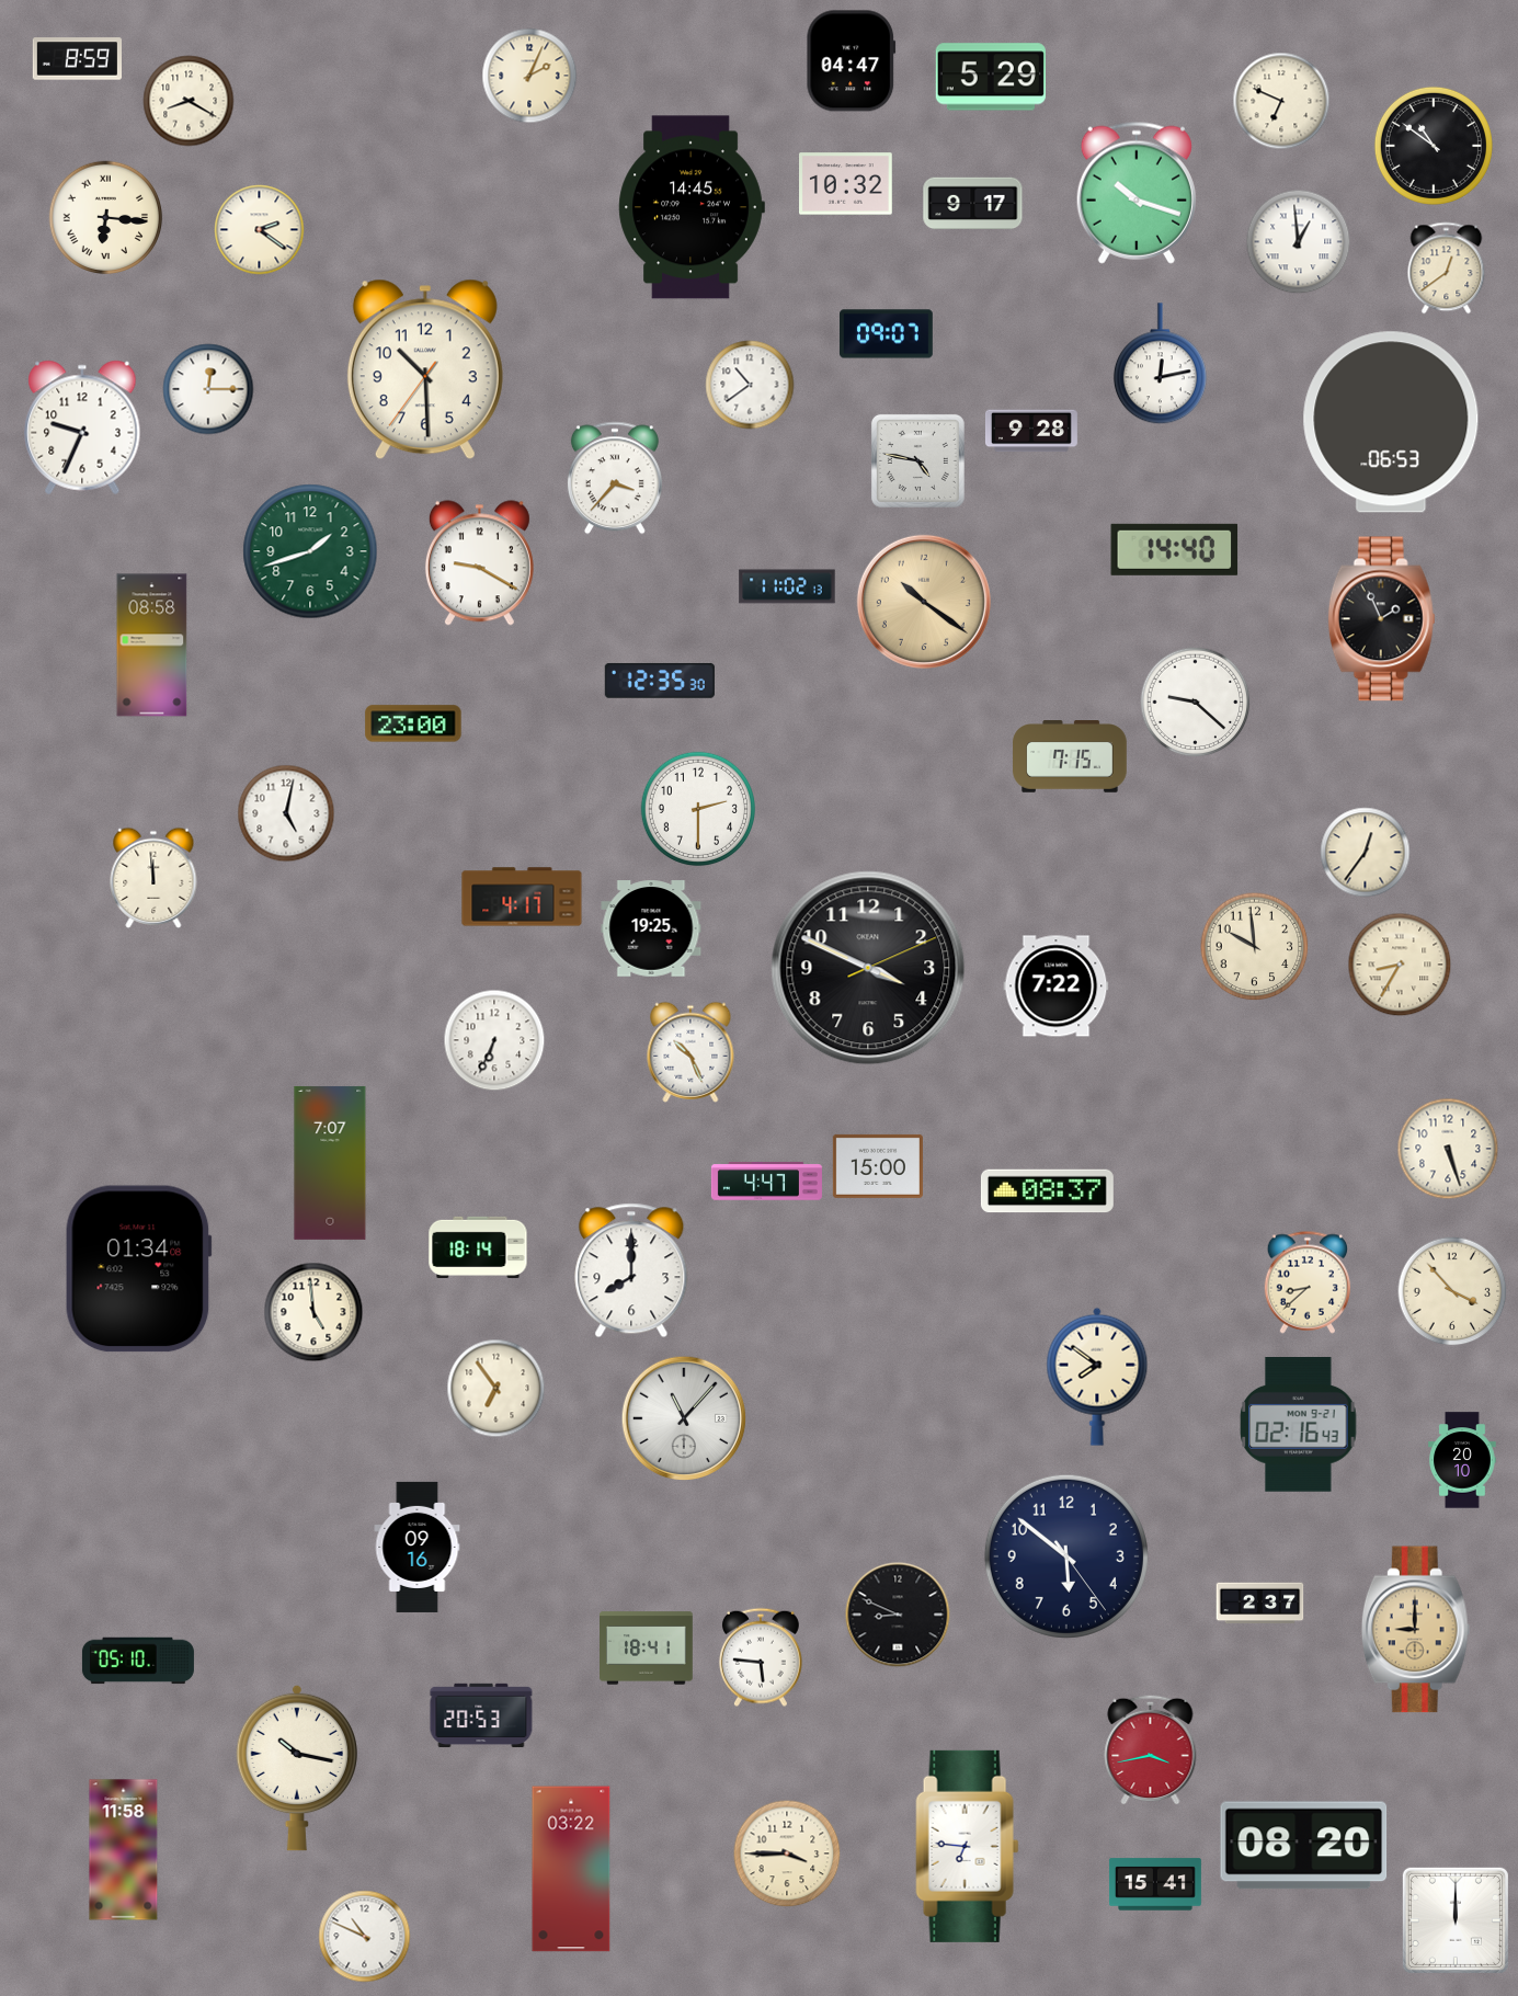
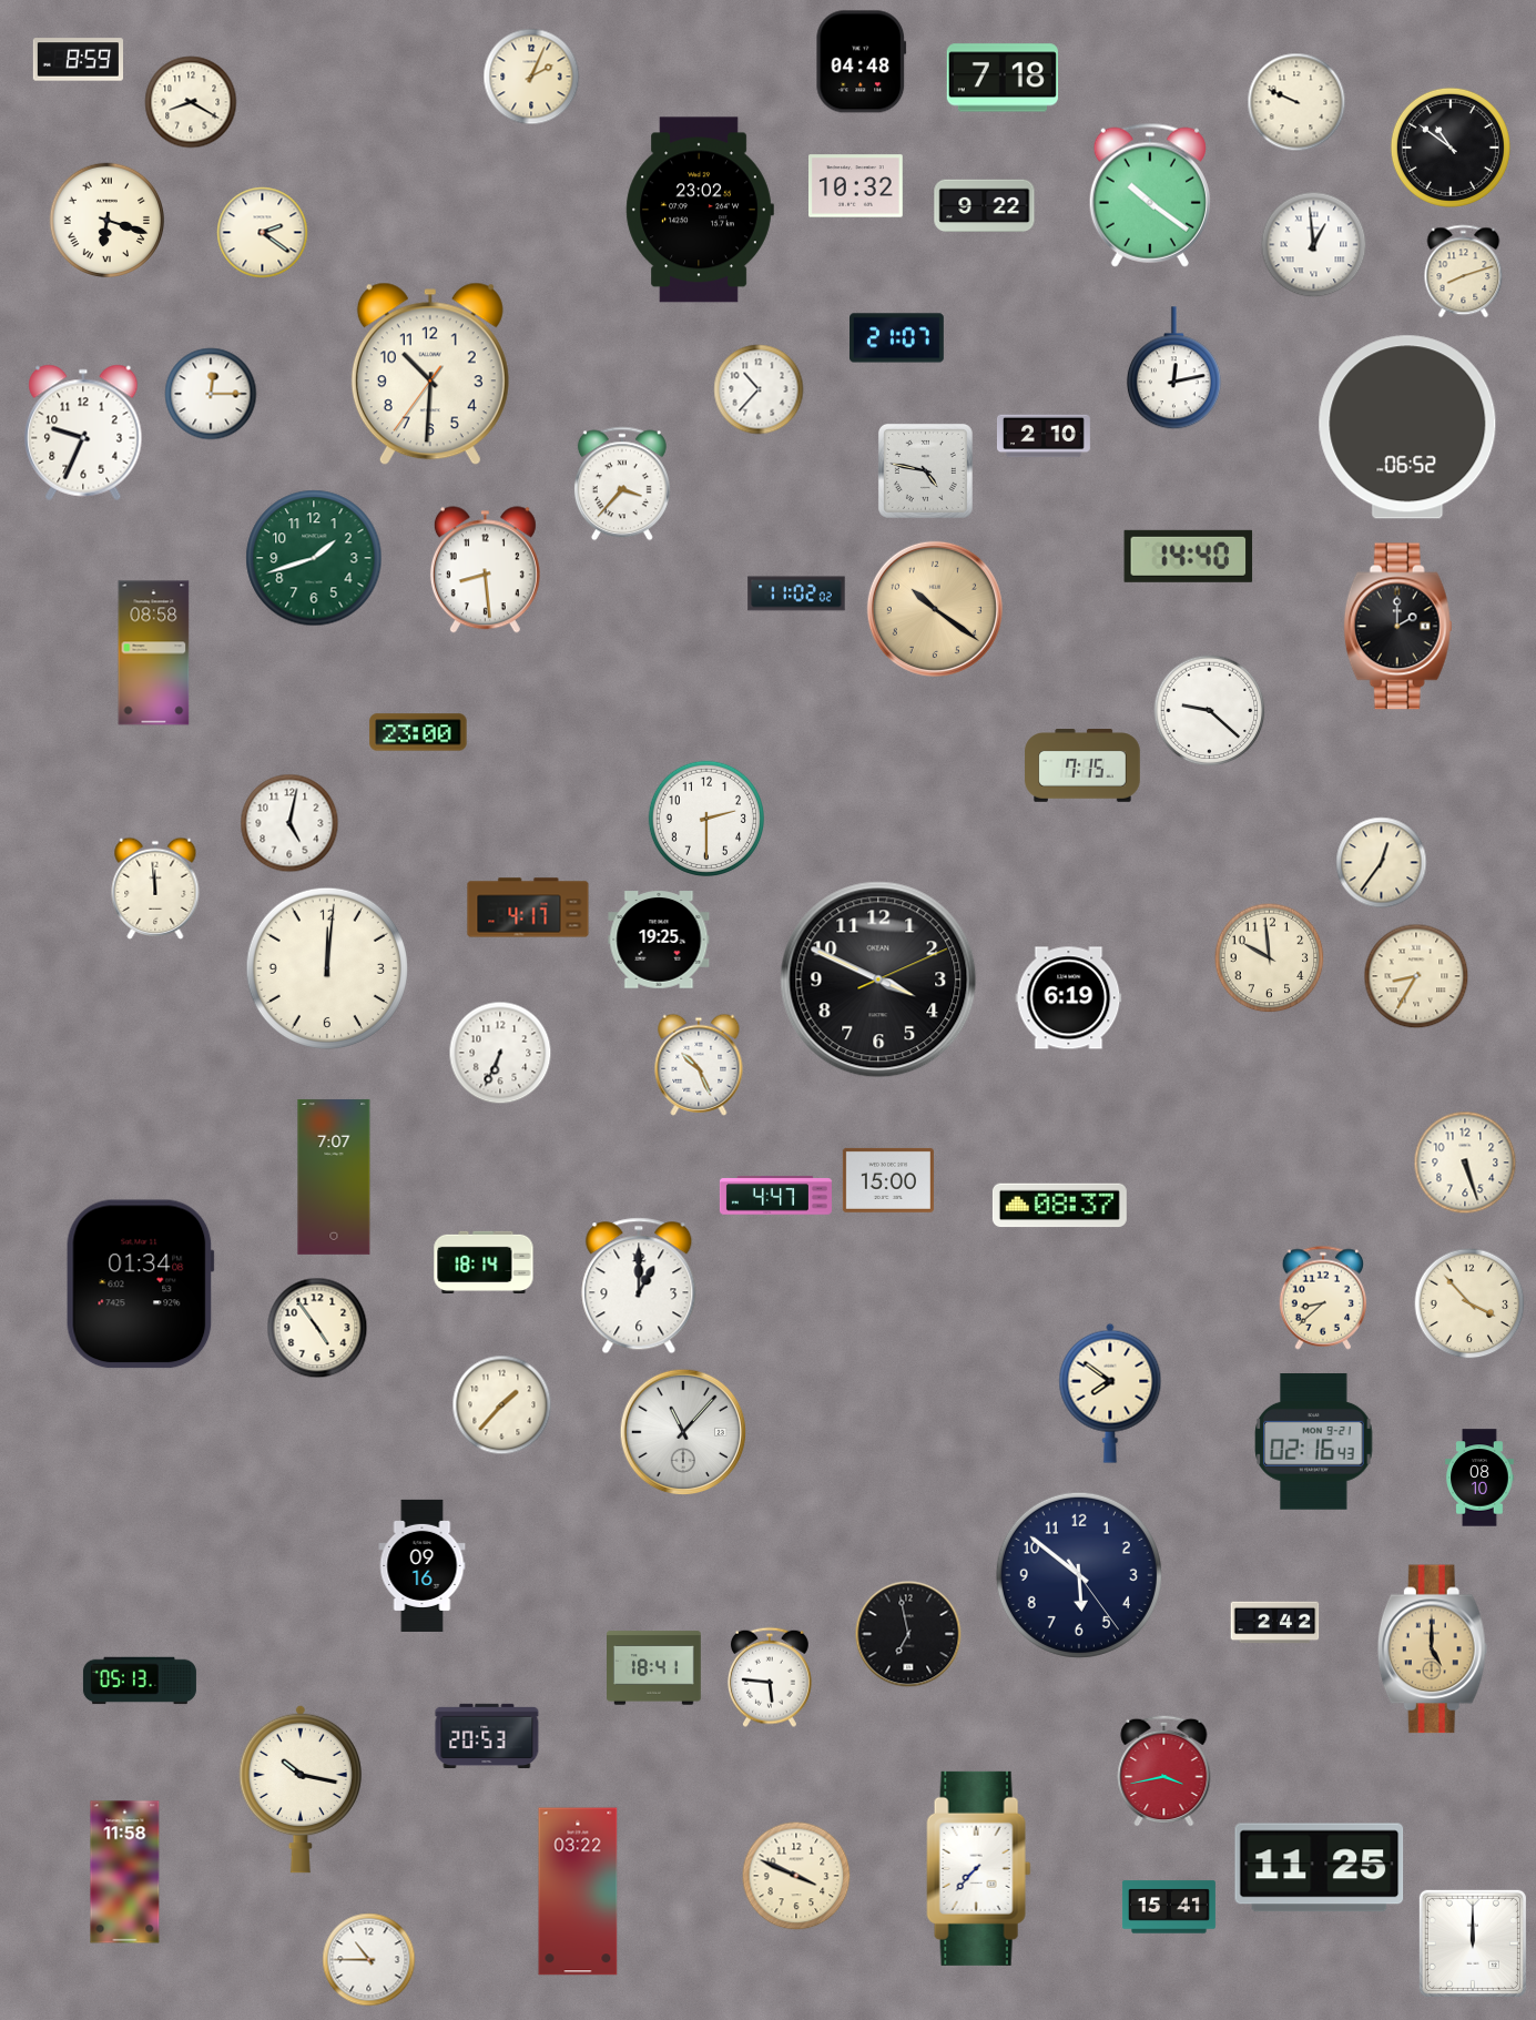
clock at (852, 61): 04:47 -> 04:48
clock at (529, 76) position: (529, 76) -> (531, 77)
clock at (991, 77): 5:29 -> 7:18
clock at (1281, 101): 6:49 -> 9:49
clock at (1137, 193): 10:18 -> 10:21
clock at (973, 203): 9:17 -> 9:22
clock at (692, 207): 14:45 -> 23:02
clock at (105, 217): 6:16 -> 6:18
clock at (1447, 269): 12:39 -> 8:12
clock at (887, 334): 09:07 -> 21:07
clock at (425, 369): 10:29 -> 10:30
clock at (750, 385): 10:39 -> 10:37
clock at (1391, 422): 06:53 -> 06:52
clock at (1031, 431): 9:28 -> 2:10
clock at (917, 460) position: (917, 460) -> (925, 470)
clock at (479, 563): 9:20 -> 8:29
clock at (787, 586): 11:02:13 -> 11:02:02
clock at (1381, 619): 1:56 -> 2:00
clock at (660, 681): 12:35 -> none
clock at (327, 967): none -> 12:01
clock at (1057, 986): 7:22 -> 6:19
clock at (631, 1270): 8:00 -> 1:00
clock at (1452, 1291) position: (1452, 1291) -> (1469, 1303)
clock at (313, 1312): 4:59 -> 4:54
clock at (497, 1389): 6:54 -> 1:37
clock at (684, 1418) position: (684, 1418) -> (683, 1432)
clock at (1462, 1460): 20:10 -> 08:10
clock at (1260, 1604): 2:37 -> 2:42
clock at (898, 1615): 8:49 -> 6:58
clock at (1415, 1630): 9:00 -> 5:00
clock at (138, 1661): 05:10 -> 05:13
clock at (968, 1846): 6:46 -> 7:37
clock at (1304, 1846): 08:20 -> 11:25
clock at (787, 1854): 3:45 -> 3:49
clock at (365, 1937): 10:49 -> 10:45
